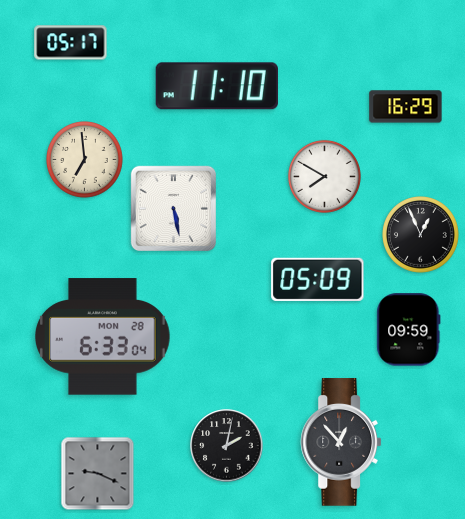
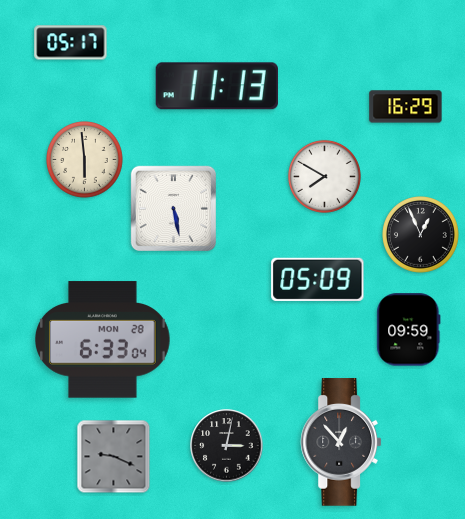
clock at (217, 86): 11:10 -> 11:13
clock at (85, 160): 6:59 -> 5:59
clock at (103, 337) position: (103, 337) -> (103, 340)
clock at (227, 446): 2:02 -> 3:02
clock at (98, 474) position: (98, 474) -> (114, 457)
